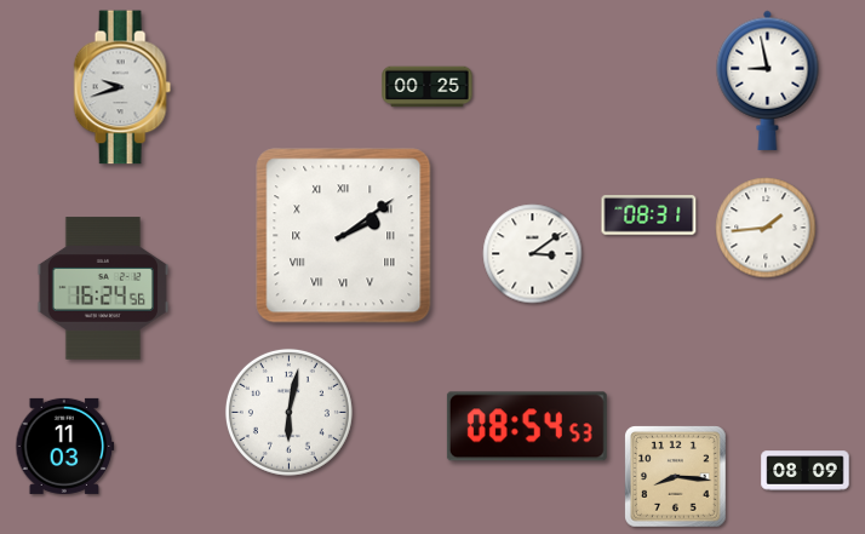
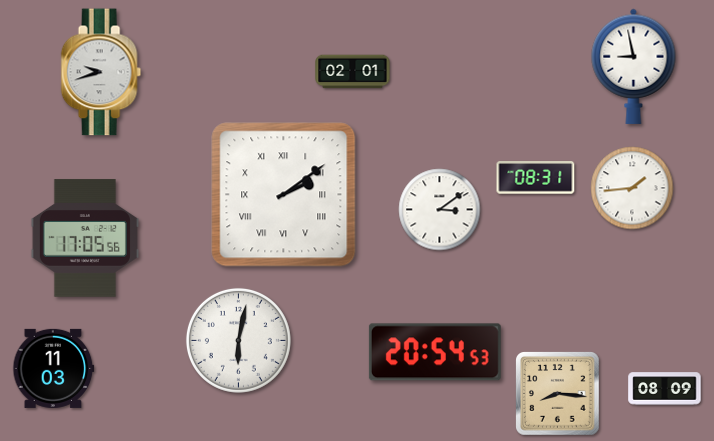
clock at (428, 87): 00:25 -> 02:01
clock at (103, 288): 16:24 -> 17:05
clock at (527, 426): 08:54 -> 20:54
